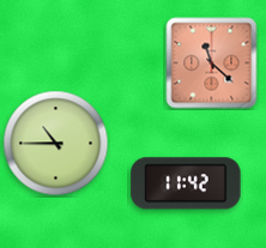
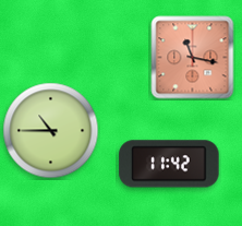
clock at (212, 63): 11:22 -> 11:17
clock at (186, 183) position: (186, 183) -> (169, 164)
